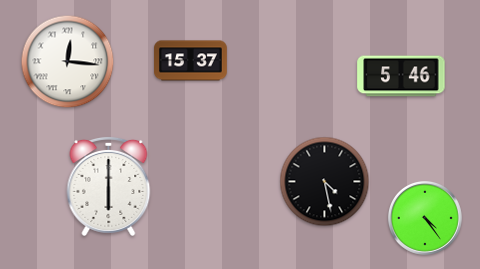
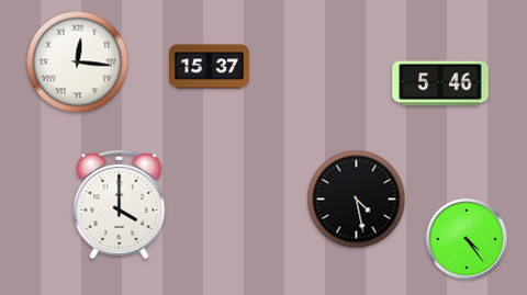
clock at (68, 62) position: (68, 62) -> (78, 63)
clock at (109, 186): 6:00 -> 4:00
